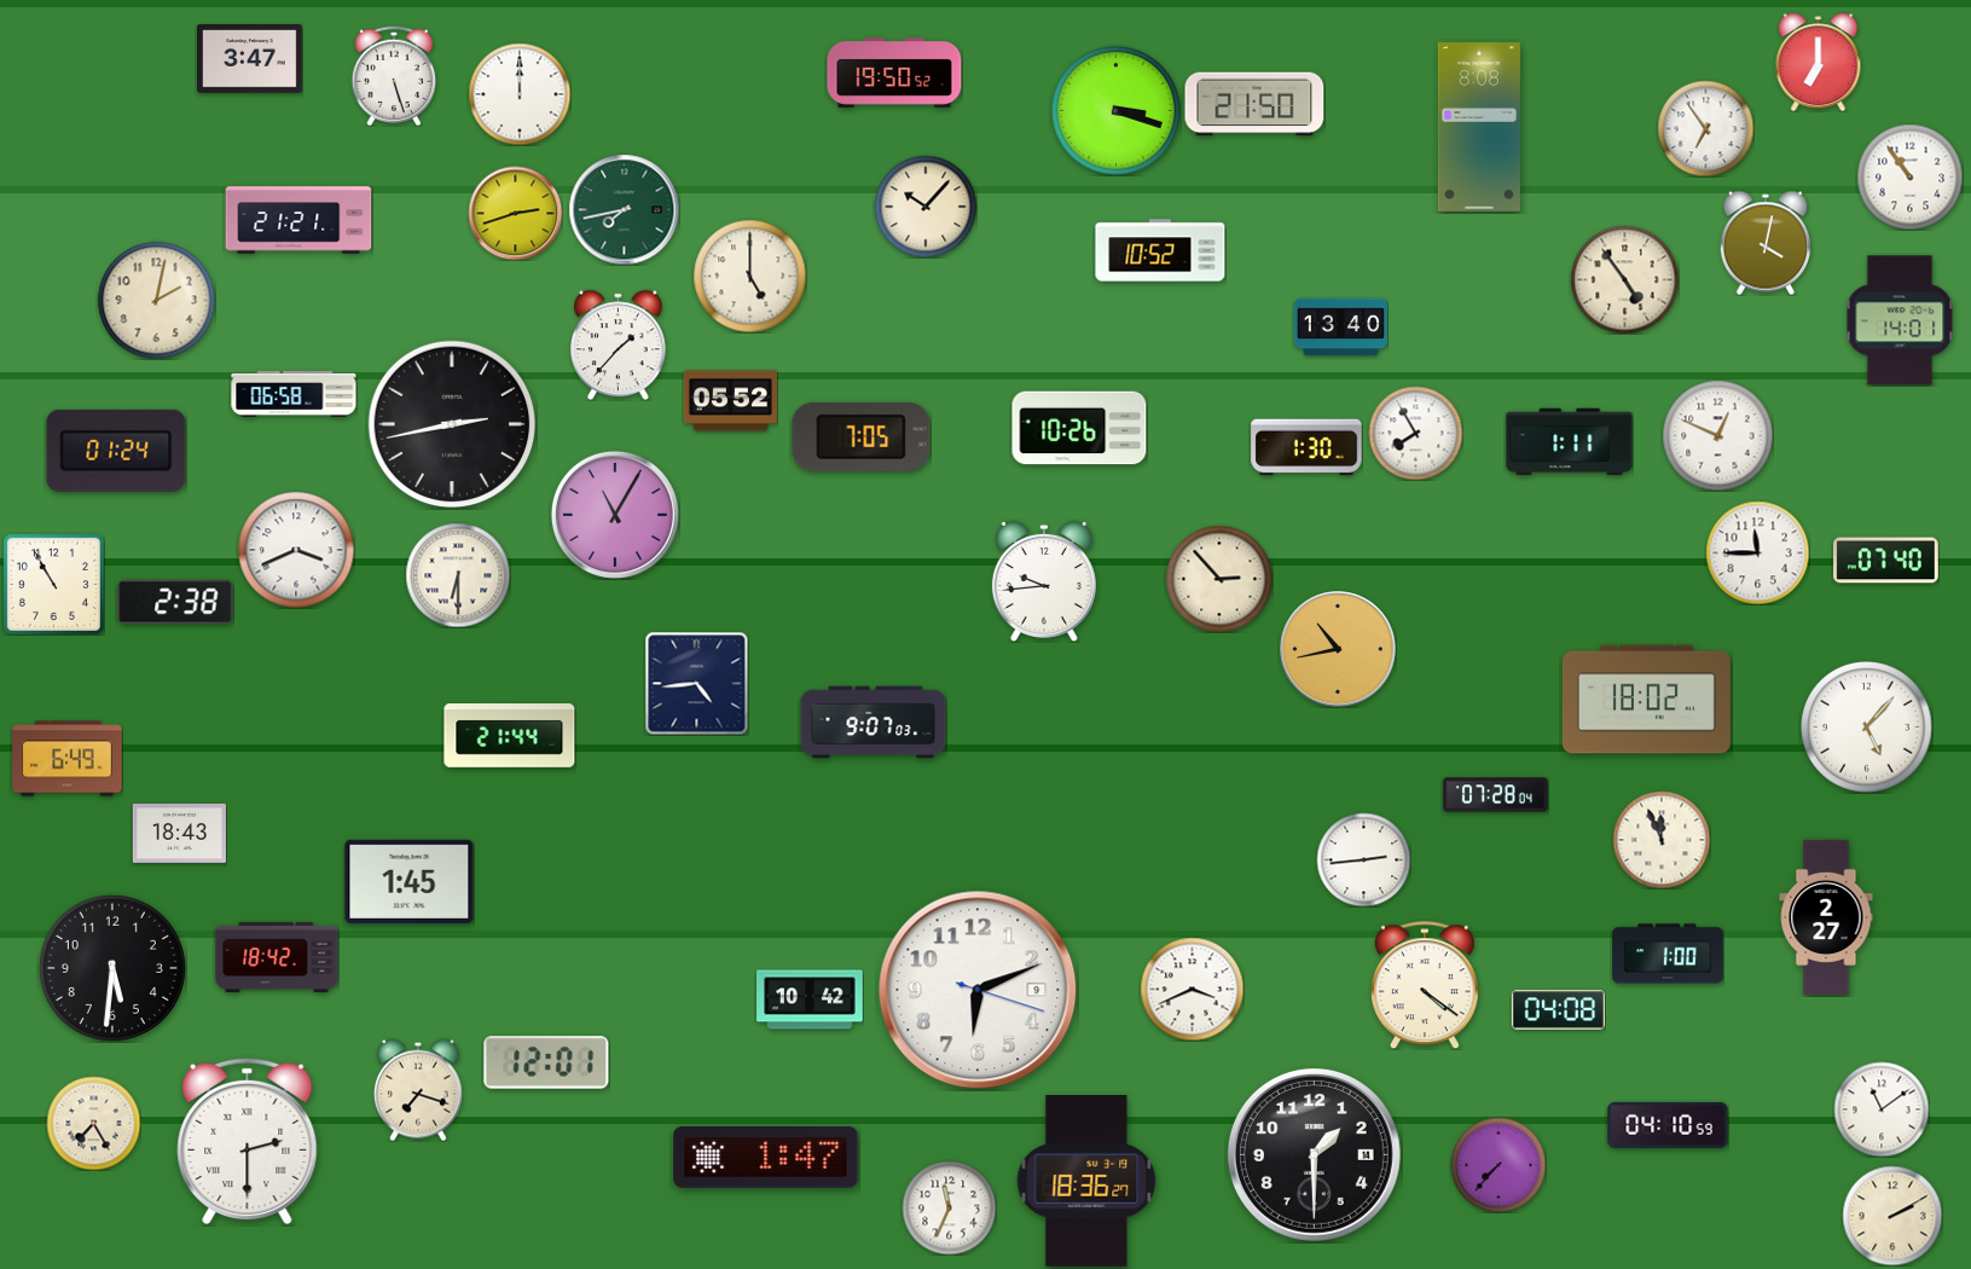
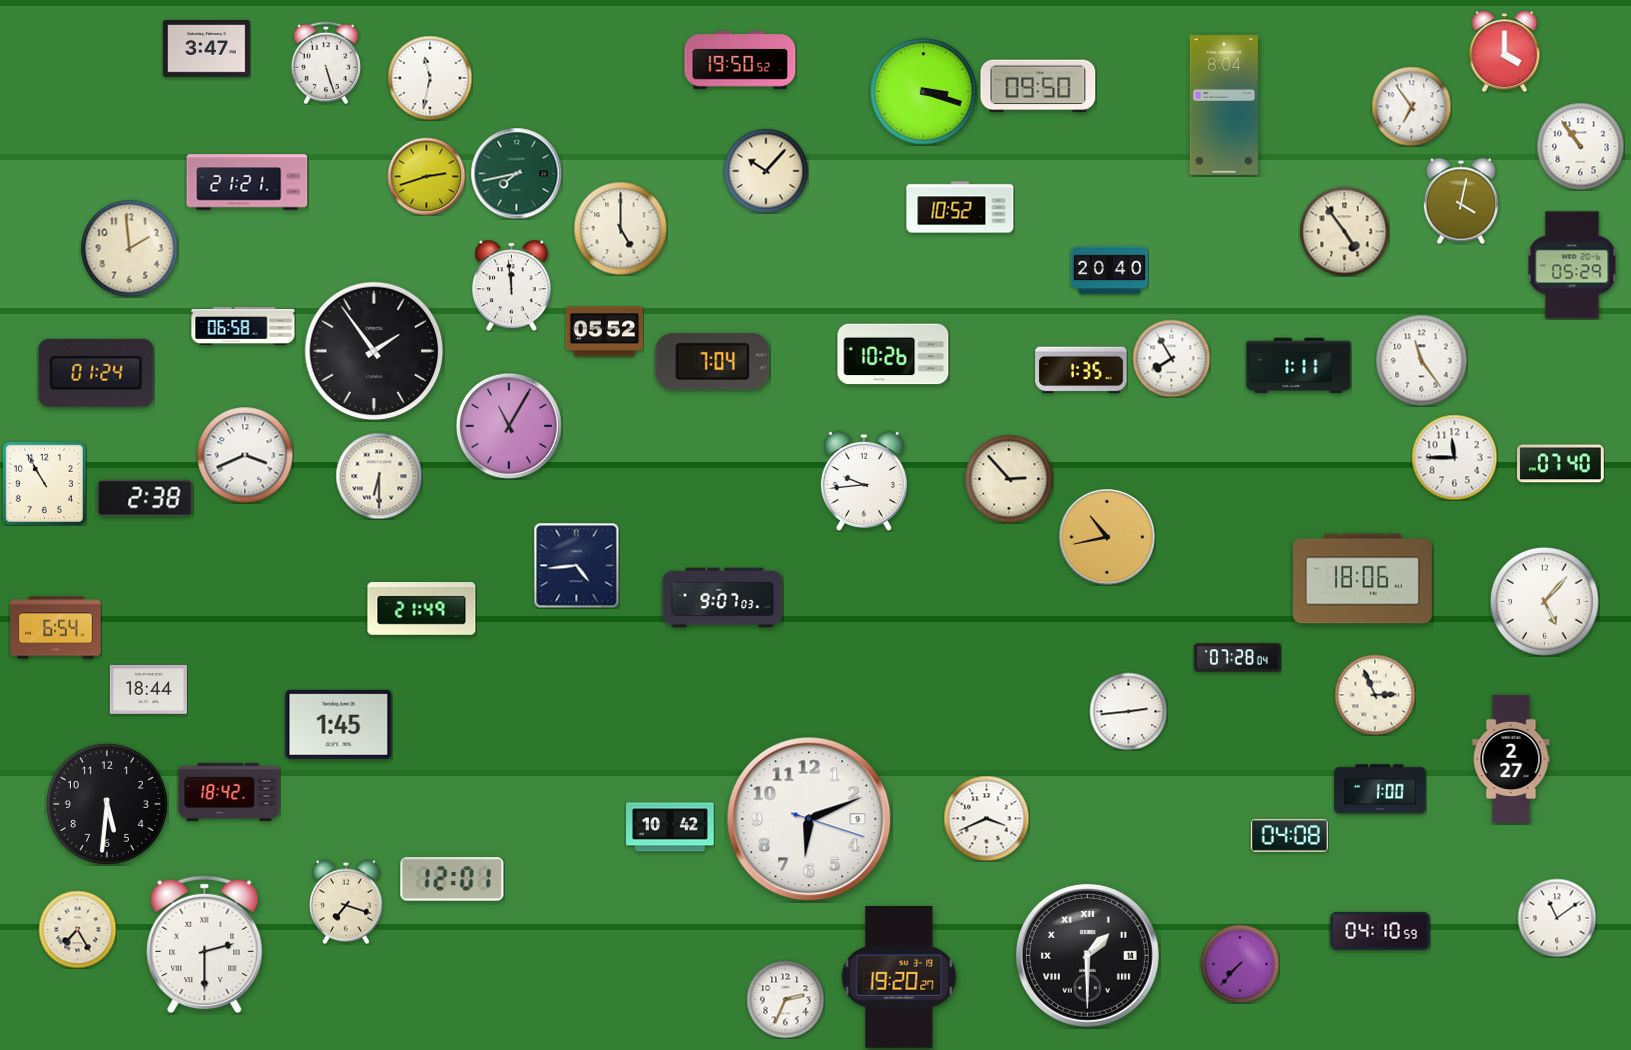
clock at (1819, 62): 7:00 -> 4:00
clock at (520, 94): 12:00 -> 11:32
clock at (1254, 104): 21:50 -> 09:50
clock at (1479, 128): 8:08 -> 8:04
clock at (156, 300): 2:02 -> 1:59
clock at (1900, 320): 14:01 -> 05:29
clock at (1340, 328): 13:40 -> 20:40
clock at (619, 344): 1:37 -> 11:59
clock at (452, 424): 2:43 -> 1:54
clock at (1717, 435): 12:49 -> 11:24
clock at (862, 436): 7:05 -> 7:04
clock at (1306, 447): 1:30 -> 1:35
clock at (1646, 700): 18:02 -> 18:06
clock at (510, 736): 21:44 -> 21:49
clock at (68, 759): 6:49 -> 6:54
clock at (179, 833): 18:43 -> 18:44
clock at (1662, 840): 11:56 -> 2:56
clock at (410, 881) position: (410, 881) -> (339, 724)
clock at (112, 968) position: (112, 968) -> (107, 804)
clock at (1425, 985): 4:21 -> none
clock at (1314, 1154) numerals: Arabic -> Roman
clock at (766, 1158): 1:47 -> none
clock at (1086, 1182): 18:36 -> 19:20
clock at (949, 1207): 11:34 -> 2:34
clock at (1892, 1216): 2:10 -> none
